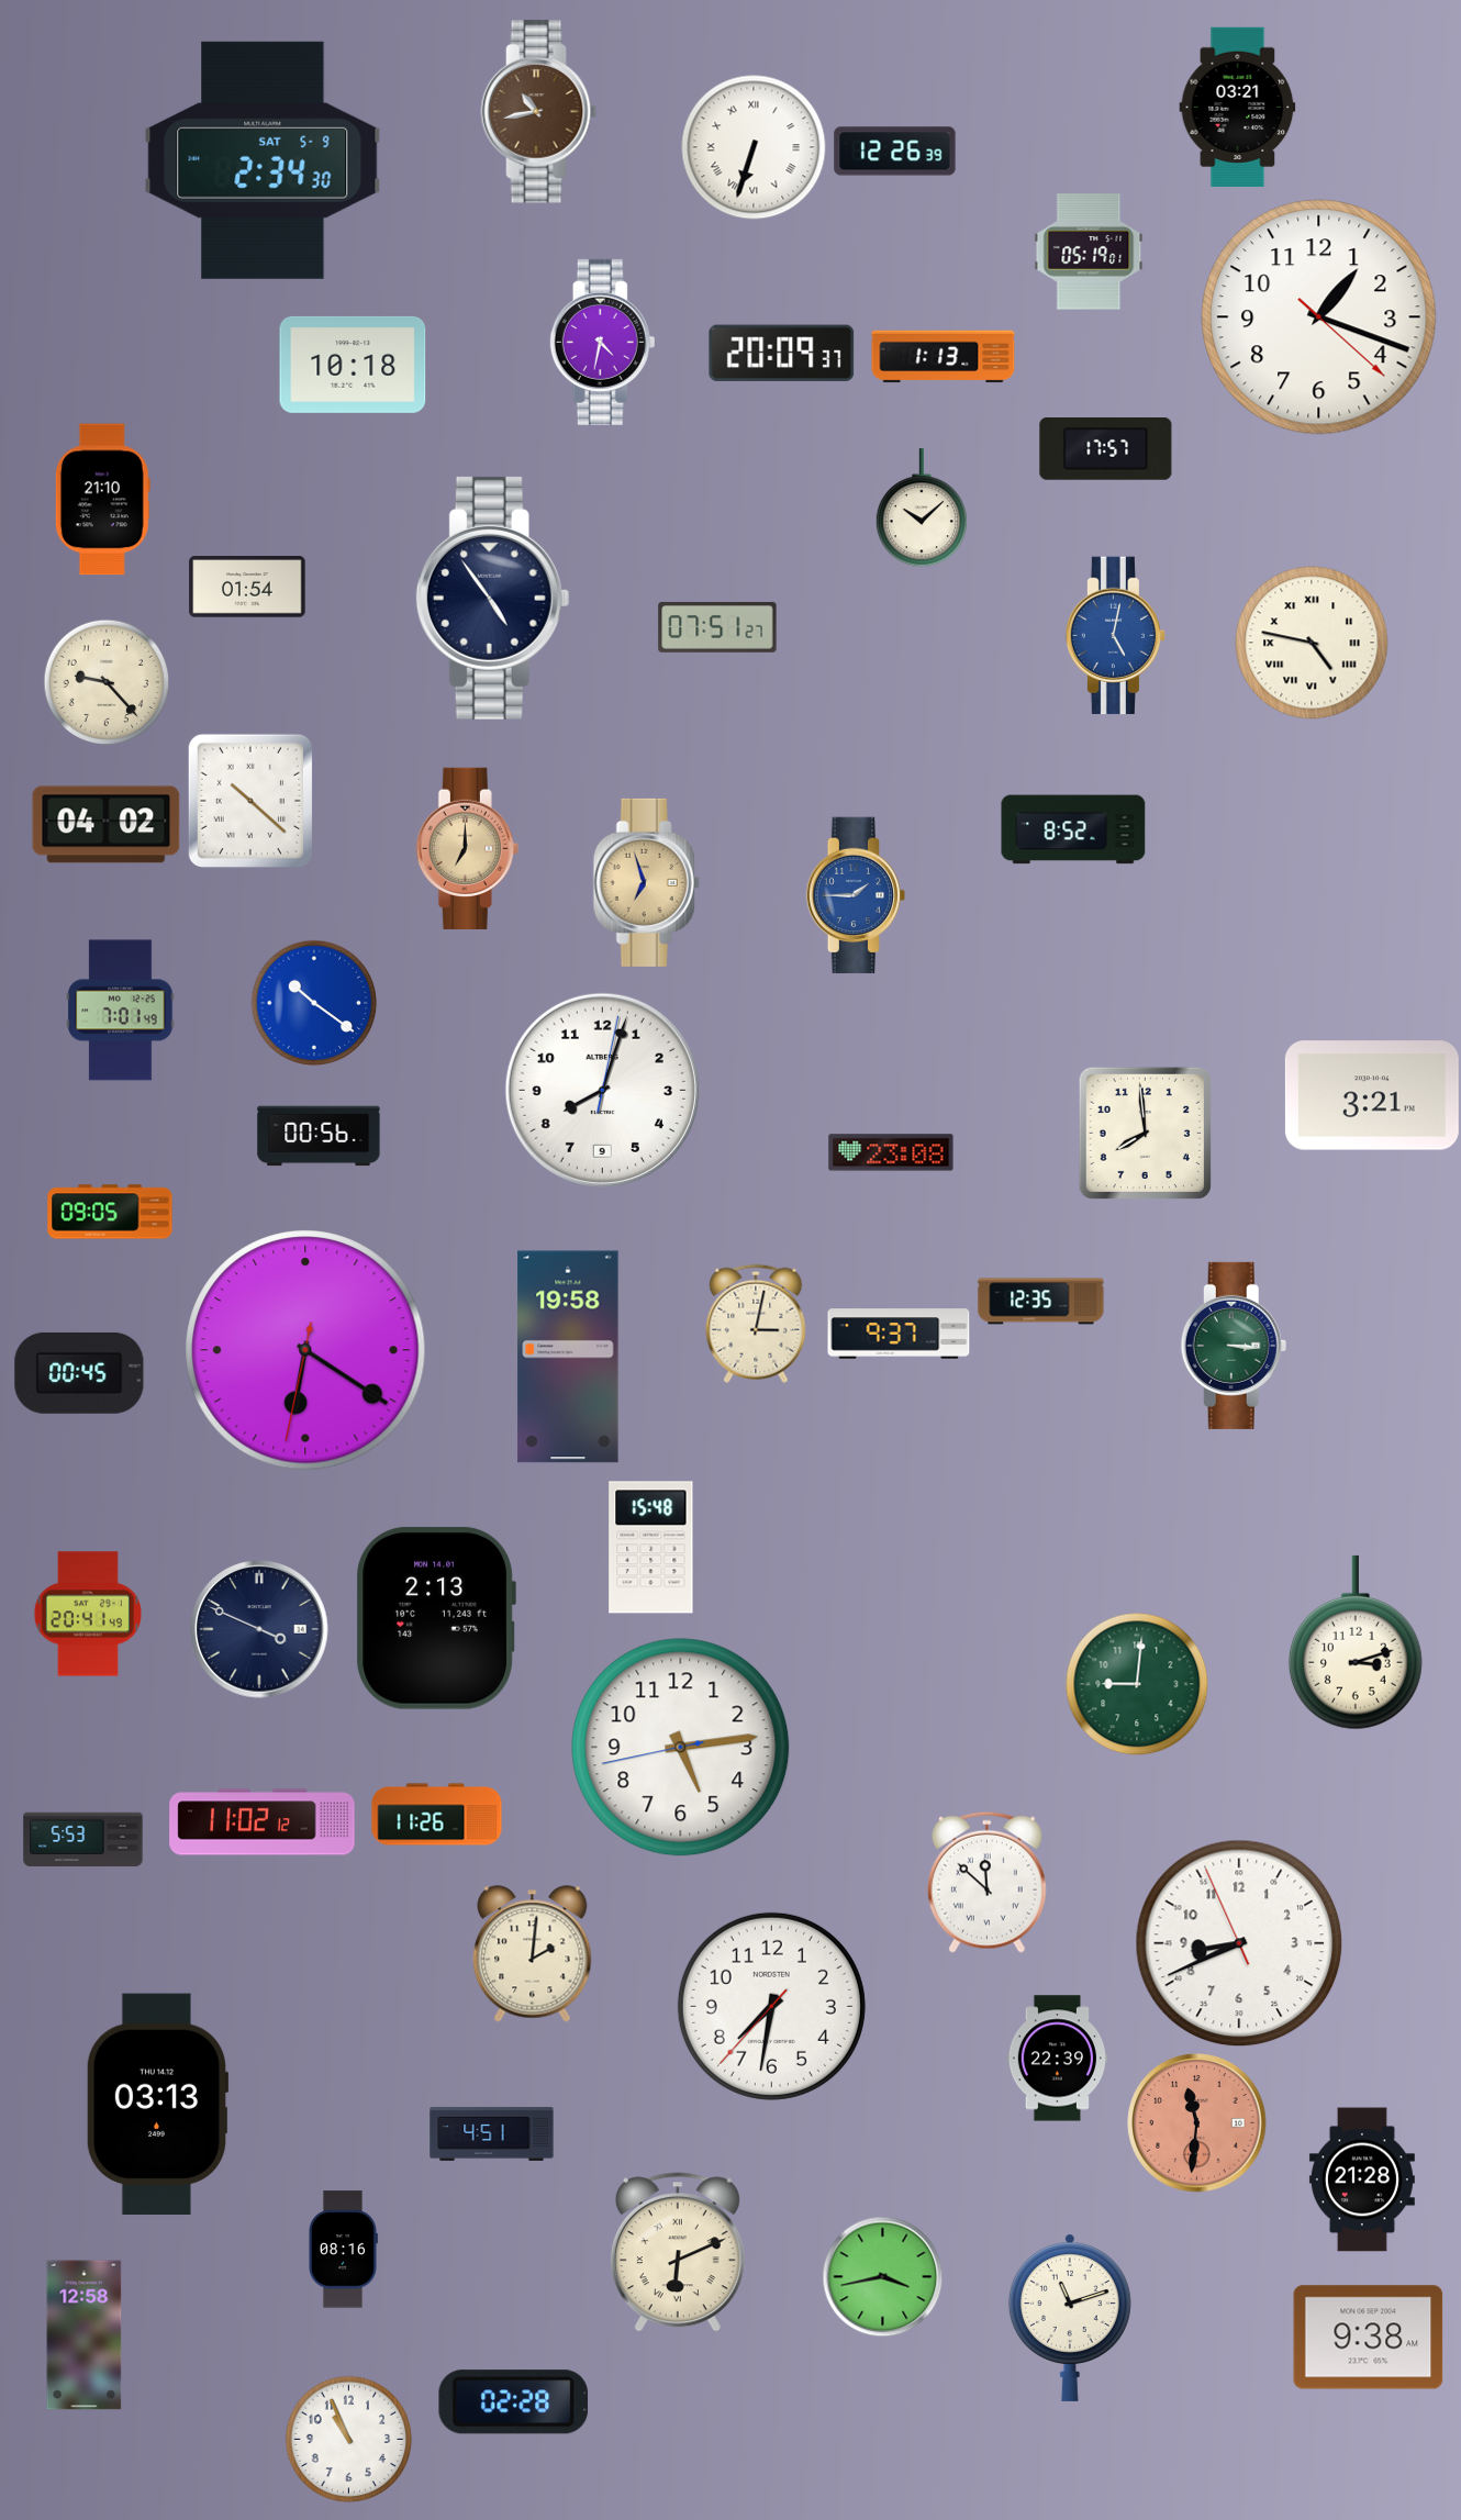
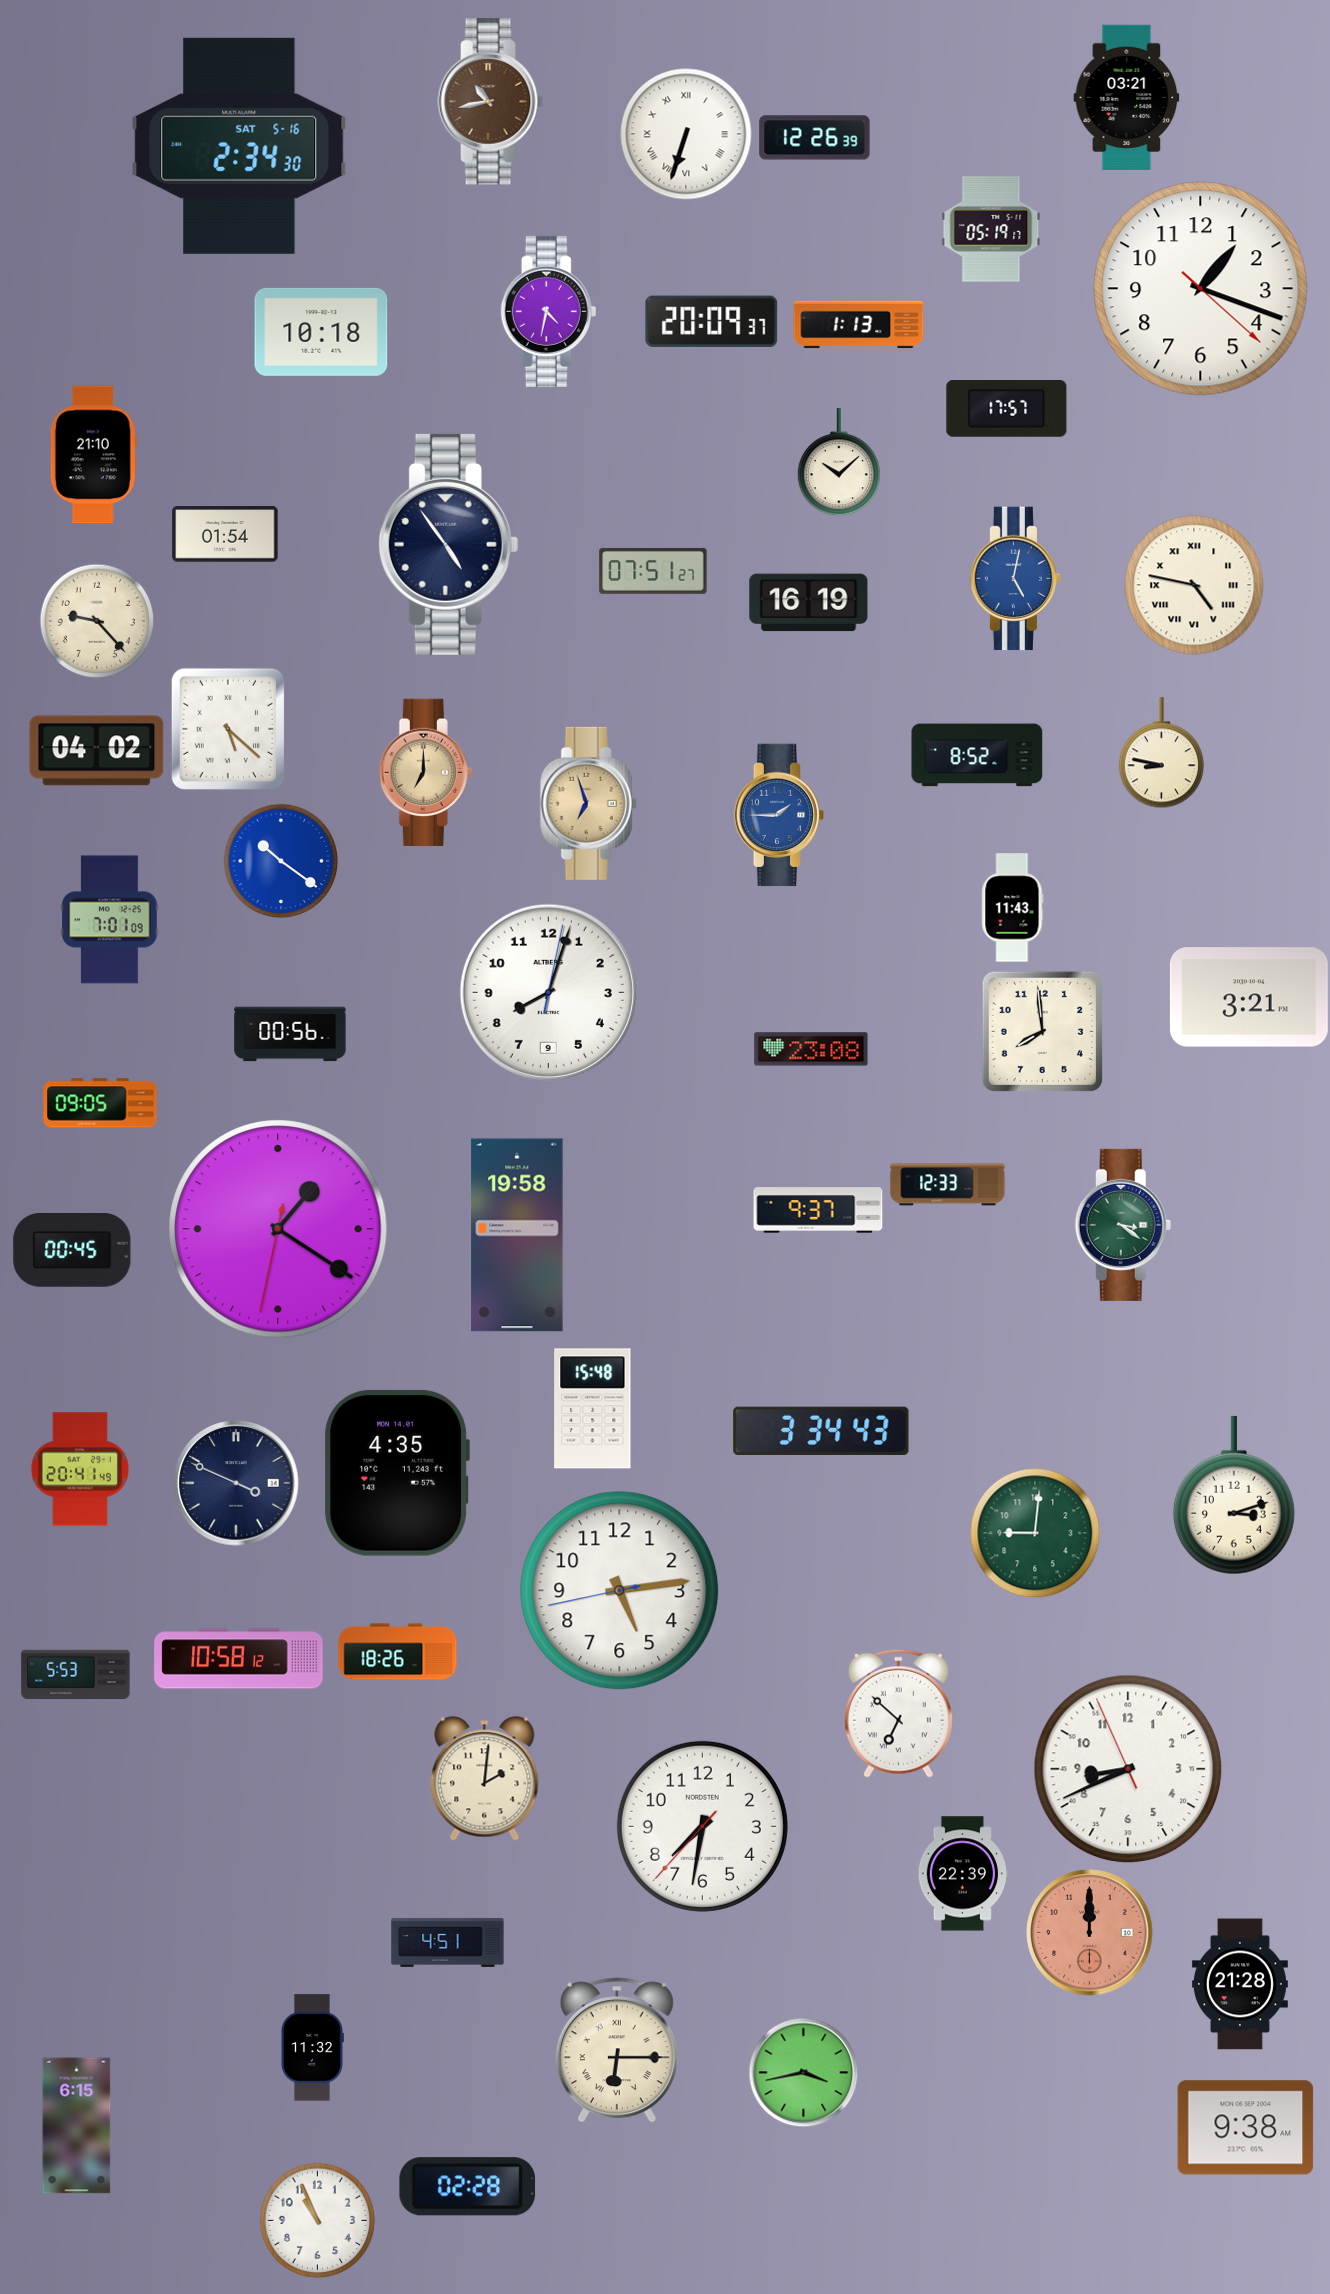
clock at (263, 160) date: SAT 5-9 -> SAT 5-16
clock at (1089, 252): 05:19:01 -> 05:19:17
clock at (809, 603): none -> 16:19
clock at (250, 801): 10:22 -> 5:22
clock at (1161, 753): none -> 8:47
clock at (1013, 908): none -> 11:43
clock at (314, 1003) position: (314, 1003) -> (281, 861)
clock at (121, 1011): 7:01:49 -> 7:01:09
clock at (1041, 1302): 12:35 -> 12:33
clock at (756, 1324): 3:02 -> none
clock at (899, 1334) position: (899, 1334) -> (818, 1210)
clock at (1234, 1346): 3:16 -> 3:21
clock at (305, 1350): 6:20 -> 1:20
clock at (821, 1431): none -> 3:34
clock at (436, 1618): 2:13 -> 4:35
clock at (437, 1815): 11:26 -> 18:26
clock at (263, 1822): 11:02 -> 10:58
clock at (986, 1882): 11:52 -> 6:52
clock at (157, 2105): 03:13 -> none
clock at (1197, 2123): 11:31 -> 12:00
clock at (343, 2250): 08:16 -> 11:32
clock at (678, 2252): 6:11 -> 6:15
clock at (1070, 2318): 11:12 -> none
clock at (85, 2335): 12:58 -> 6:15
